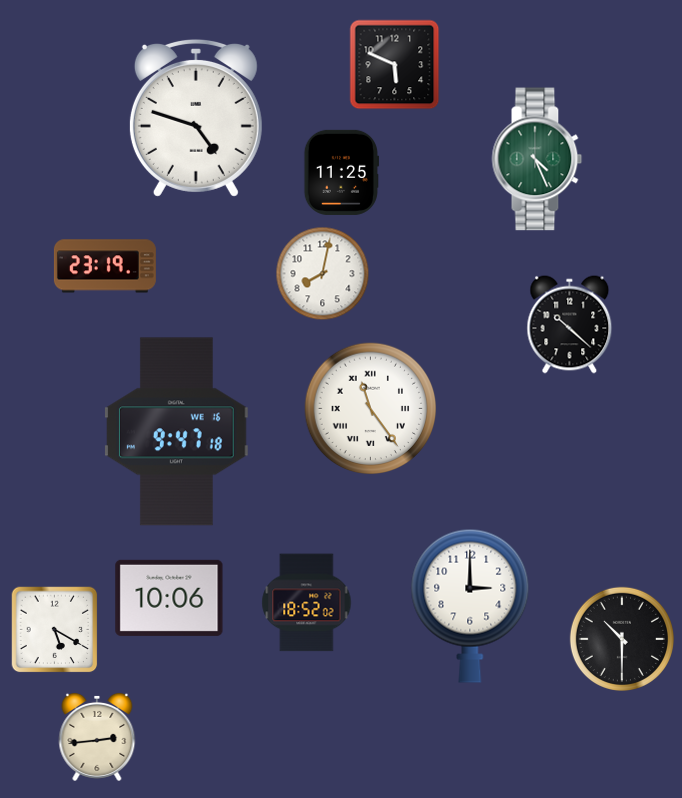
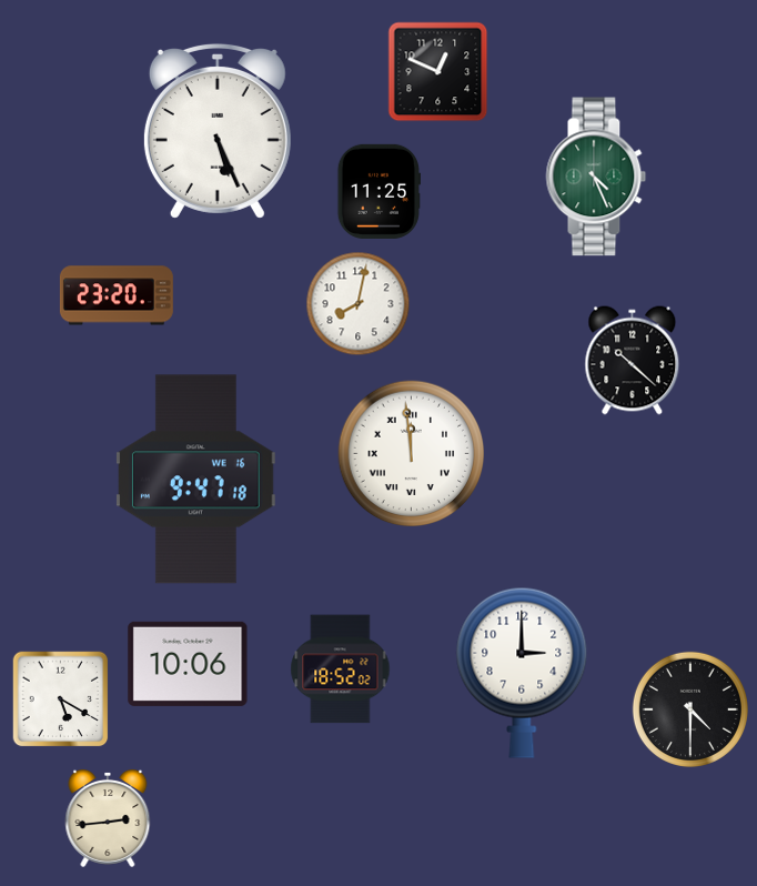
clock at (395, 65): 5:49 -> 12:49
clock at (196, 118): 4:48 -> 5:26
clock at (105, 266): 23:19 -> 23:20
clock at (371, 409): 11:24 -> 11:59
clock at (622, 639): 10:30 -> 4:30
